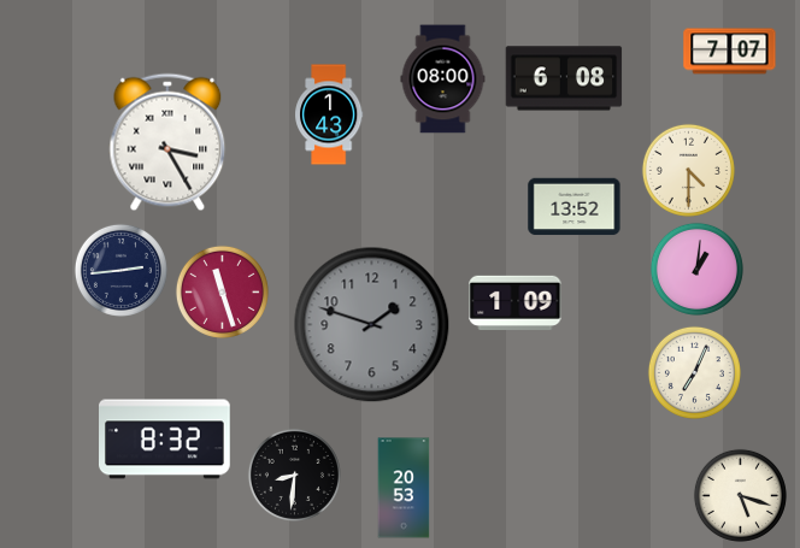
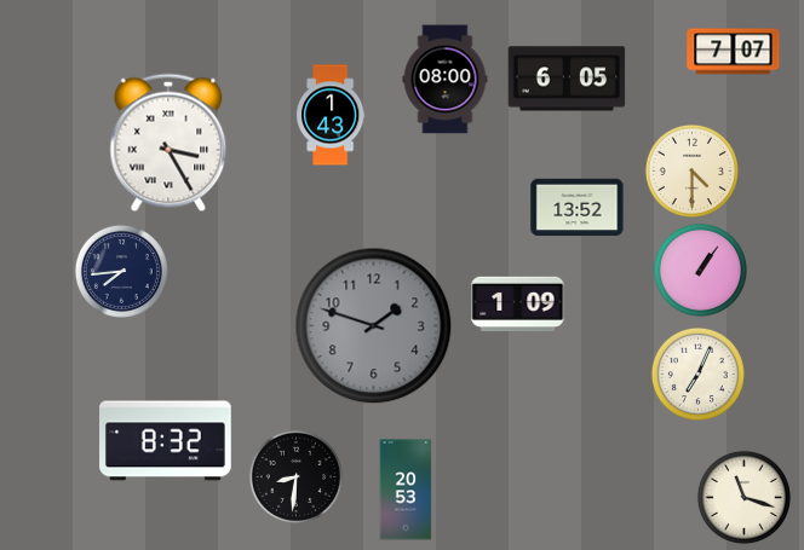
clock at (564, 78): 6:08 -> 6:05
clock at (696, 269): 1:01 -> 1:06
clock at (120, 270): 2:44 -> 7:44
clock at (222, 291): 11:27 -> none
clock at (740, 495): 5:18 -> 11:18
